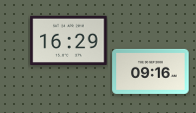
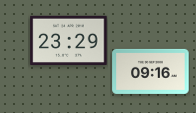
clock at (69, 40): 16:29 -> 23:29
